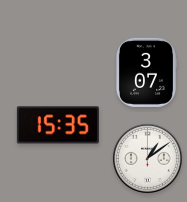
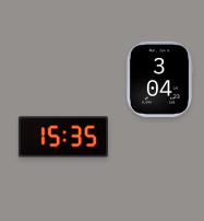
clock at (146, 72): 3:07 -> 3:04
clock at (147, 158): 1:09 -> none
